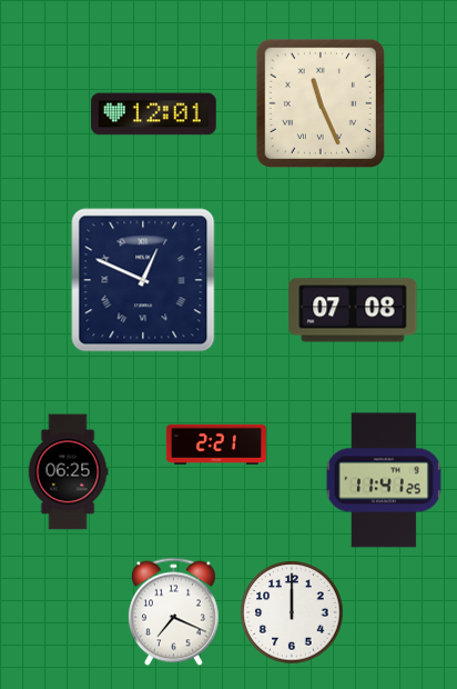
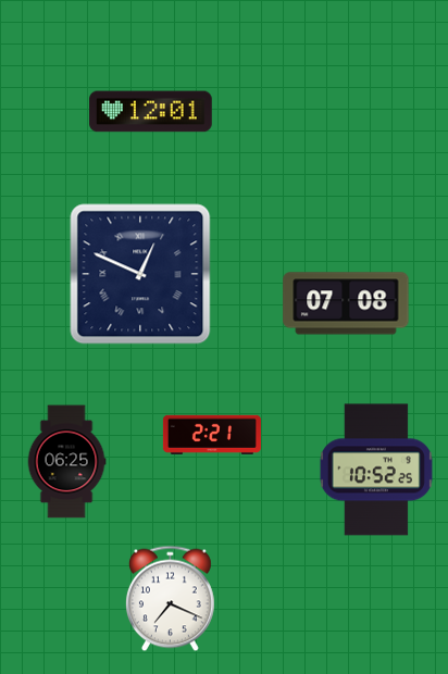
clock at (319, 102): 11:26 -> none
clock at (384, 480): 11:41 -> 10:52
clock at (292, 612): 12:00 -> none
